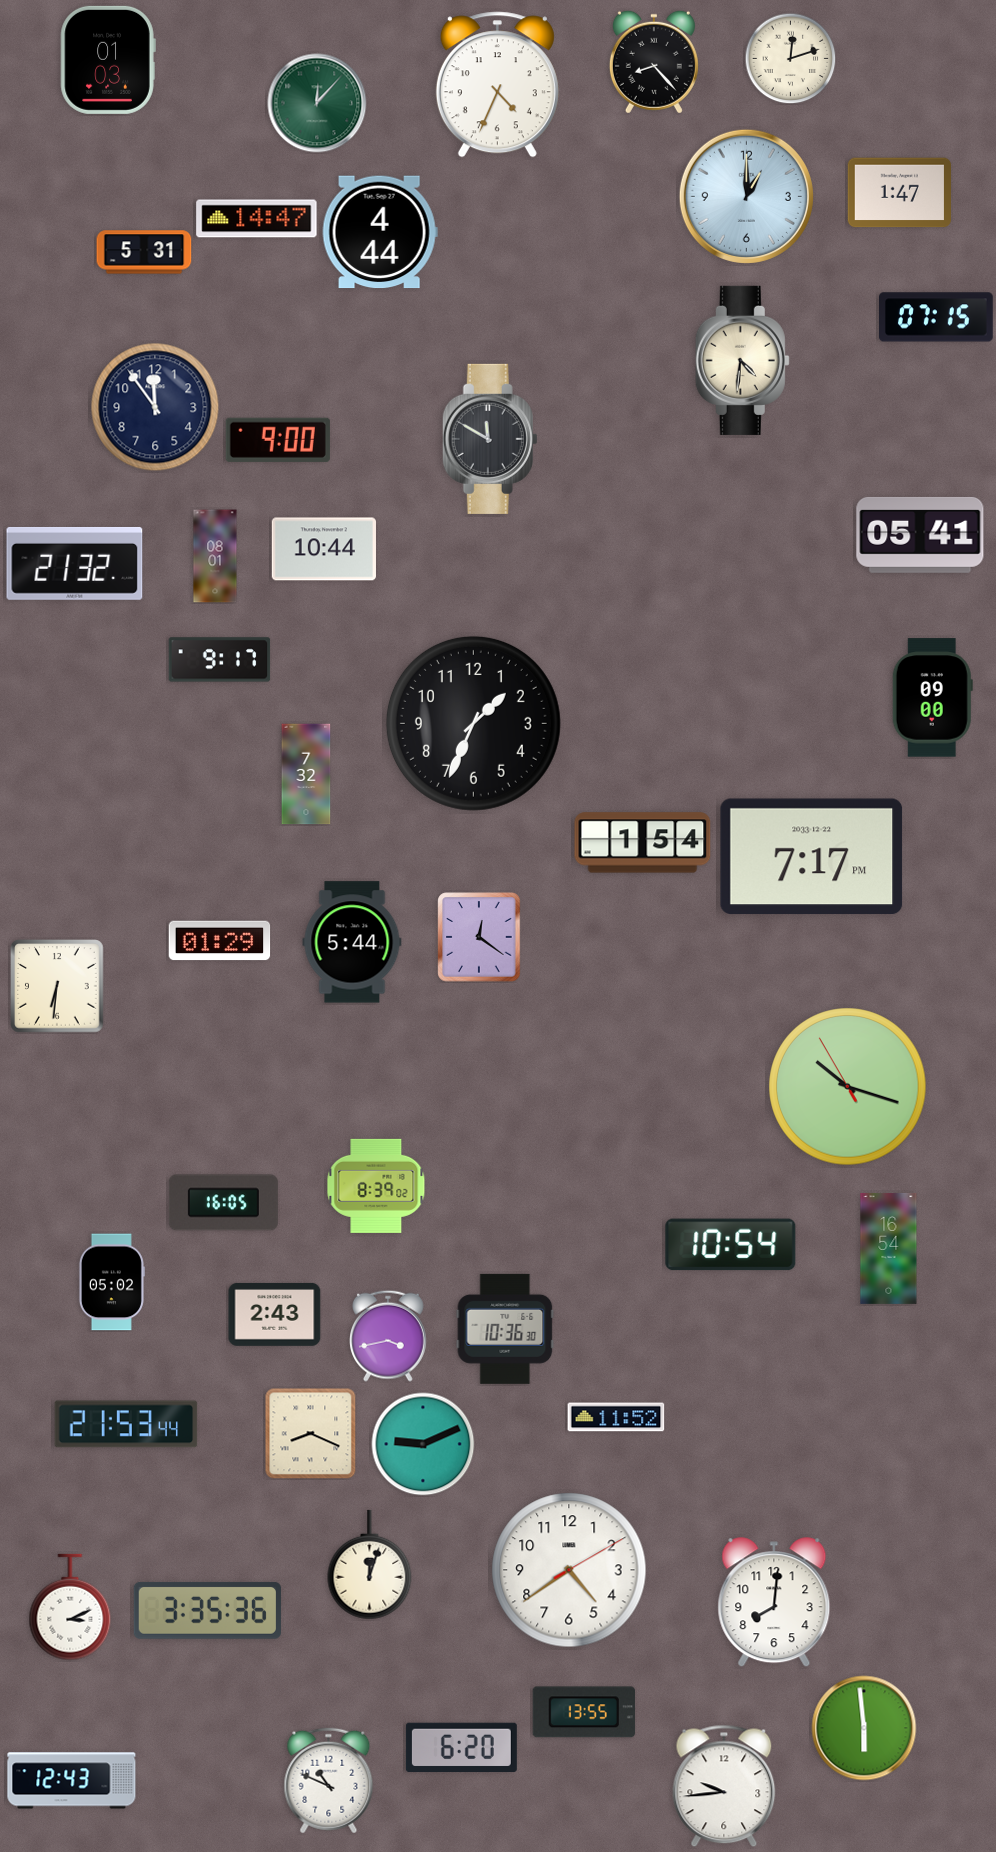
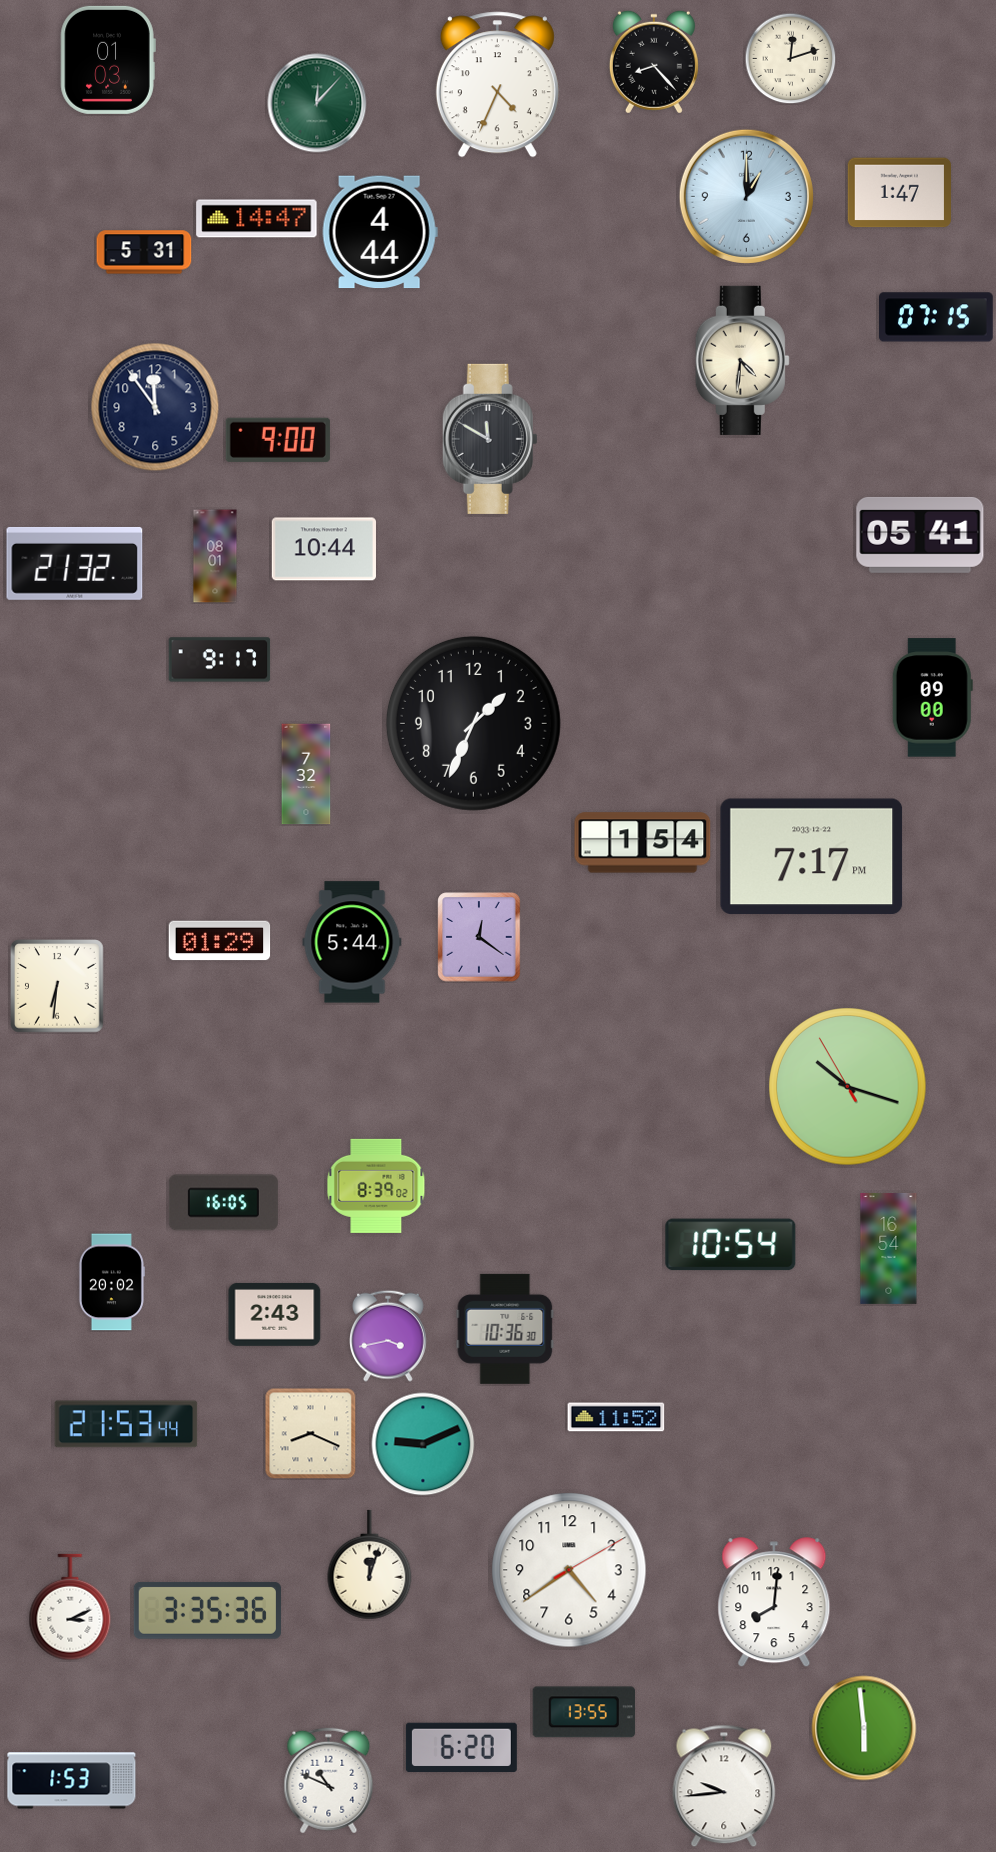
clock at (111, 1282): 05:02 -> 20:02
clock at (72, 1781): 12:43 -> 1:53
